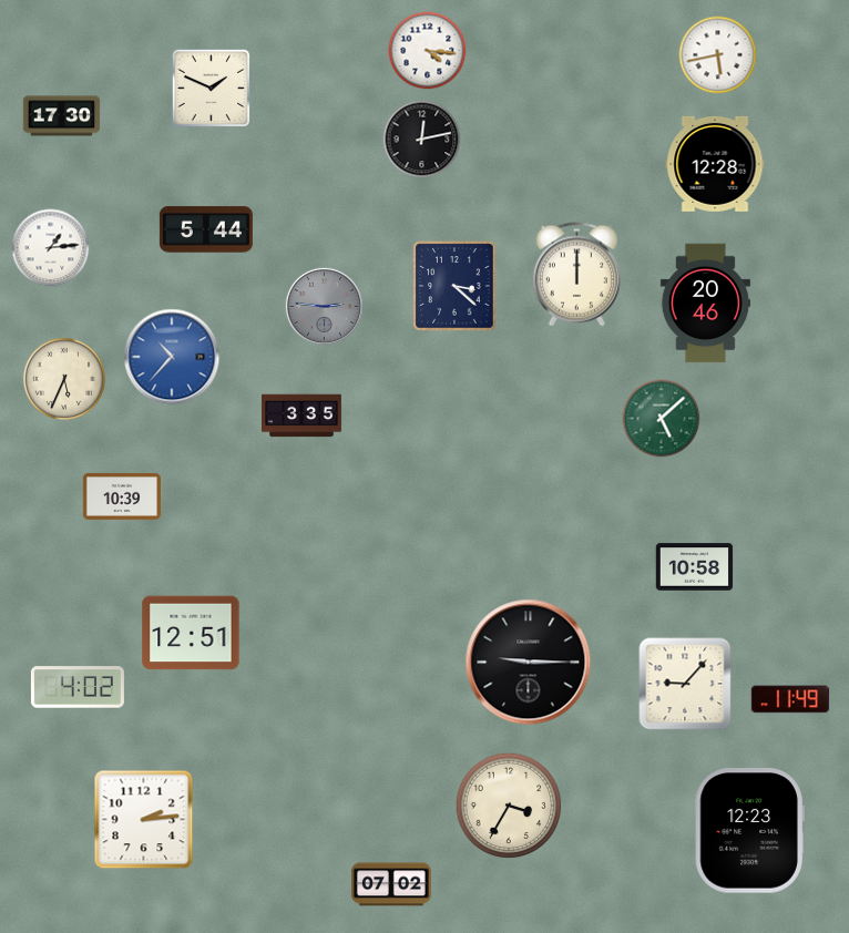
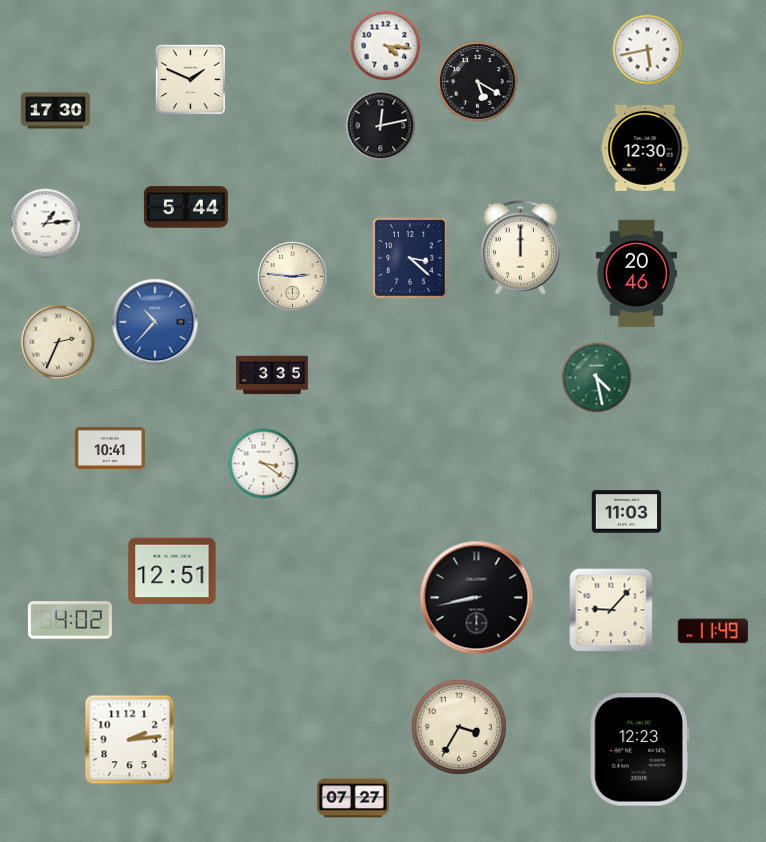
clock at (478, 82): none -> 5:20
clock at (62, 116) position: (62, 116) -> (56, 111)
clock at (715, 164): 12:28 -> 12:30
clock at (324, 306) dial: grey -> cream
clock at (63, 378): 5:34 -> 2:34
clock at (662, 419): 5:08 -> 4:28
clock at (121, 496): 10:39 -> 10:41
clock at (264, 464): none -> 3:21
clock at (695, 567): 10:58 -> 11:03
clock at (529, 663): 9:15 -> 8:43
clock at (685, 684) position: (685, 684) -> (611, 610)
clock at (749, 831) position: (749, 831) -> (639, 750)
clock at (391, 884): 07:02 -> 07:27
